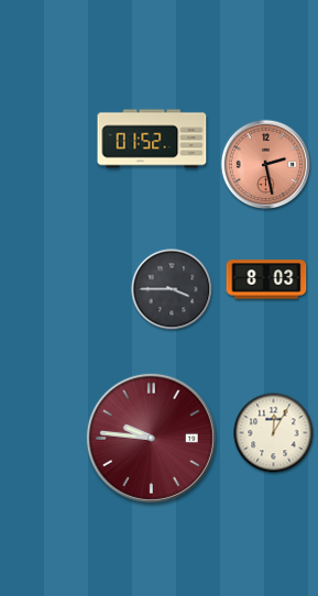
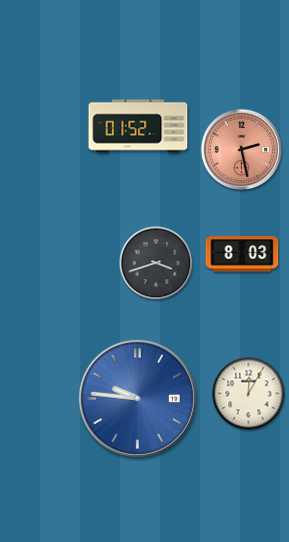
clock at (172, 289): 3:45 -> 3:42
clock at (151, 438) dial: burgundy -> blue
